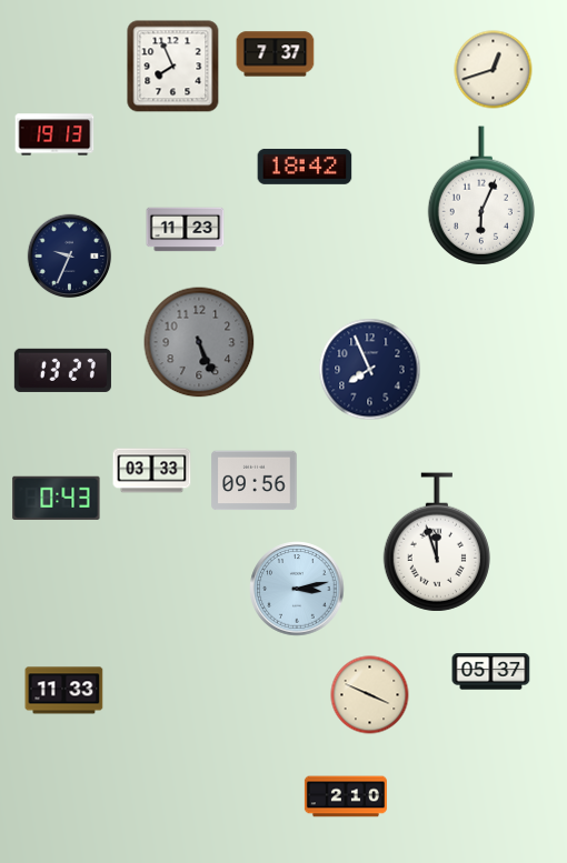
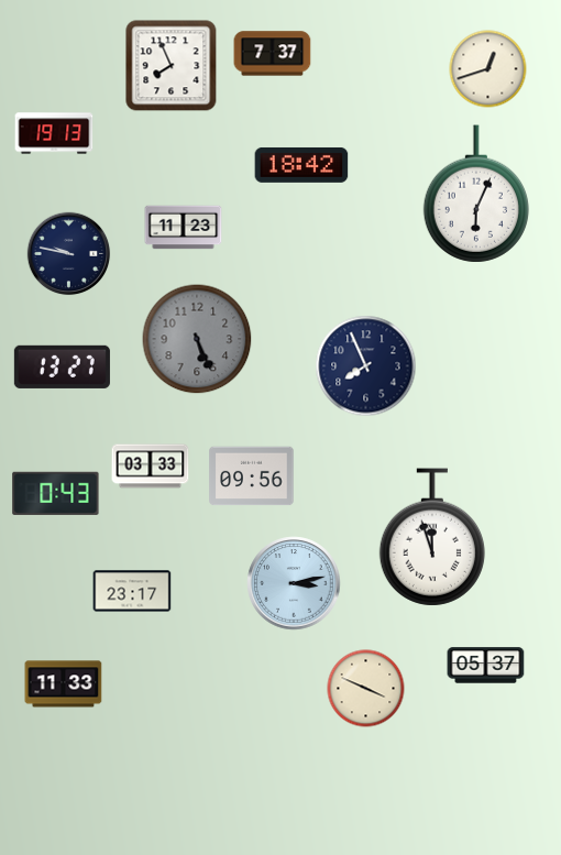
clock at (70, 257): 9:34 -> 9:47
clock at (132, 591): none -> 23:17
clock at (346, 796): 2:10 -> none
